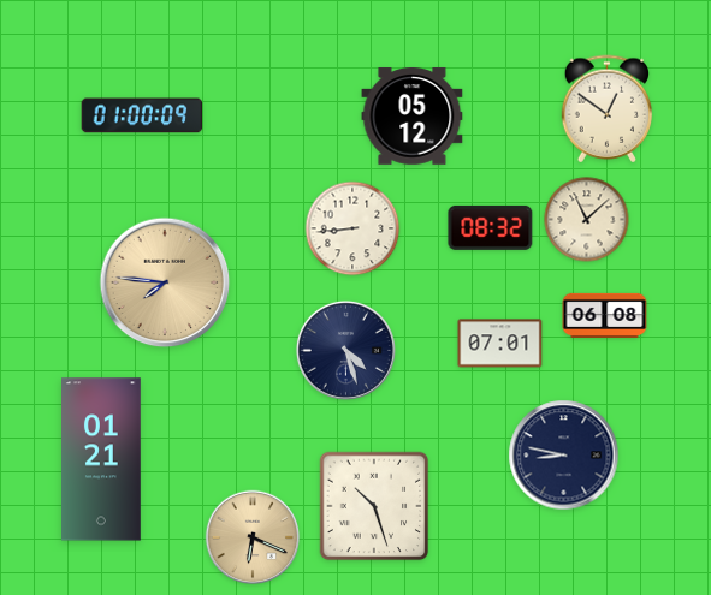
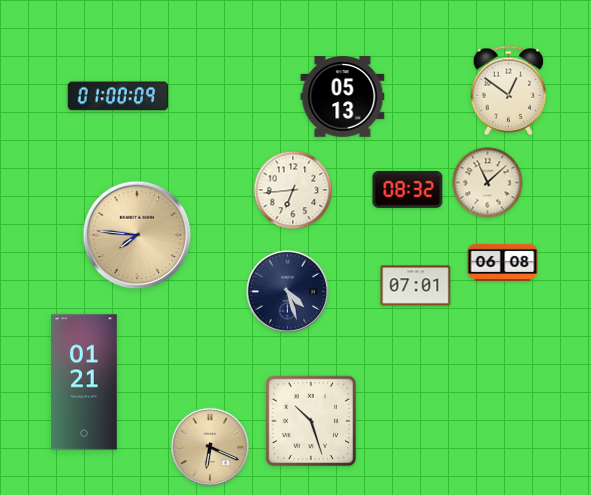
clock at (608, 109) position: (608, 109) -> (509, 91)
clock at (413, 117): 05:12 -> 05:13
clock at (352, 228): 8:44 -> 6:44
clock at (564, 456): 8:47 -> none
